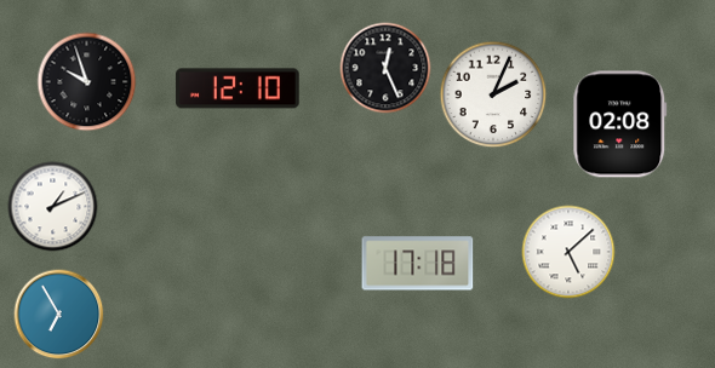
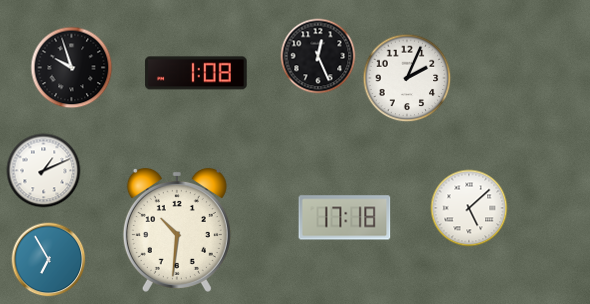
clock at (238, 88): 12:10 -> 1:08
clock at (620, 125): 02:08 -> none
clock at (177, 230): none -> 10:31
